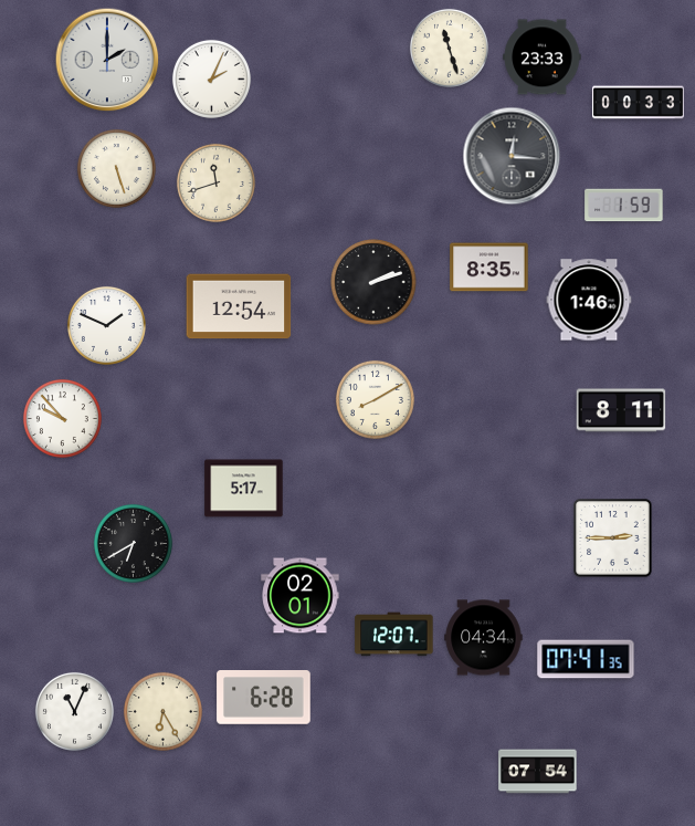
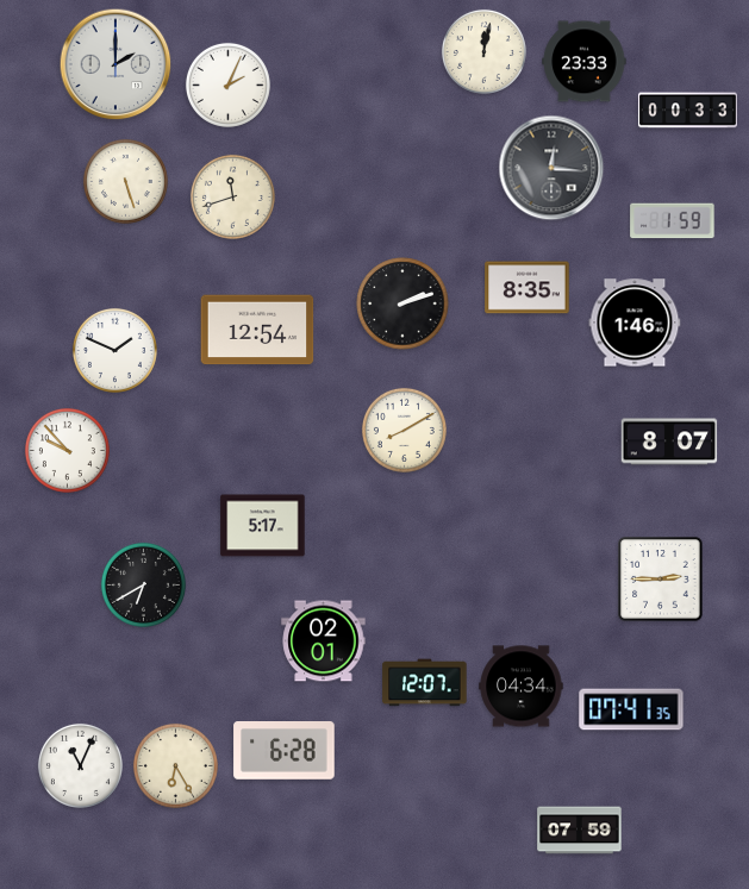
clock at (449, 48): 11:27 -> 12:02
clock at (621, 410): 8:11 -> 8:07
clock at (538, 772): 07:54 -> 07:59
